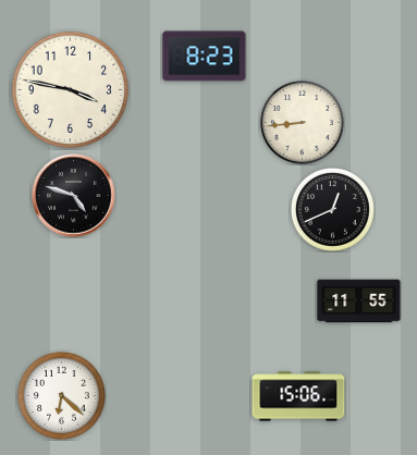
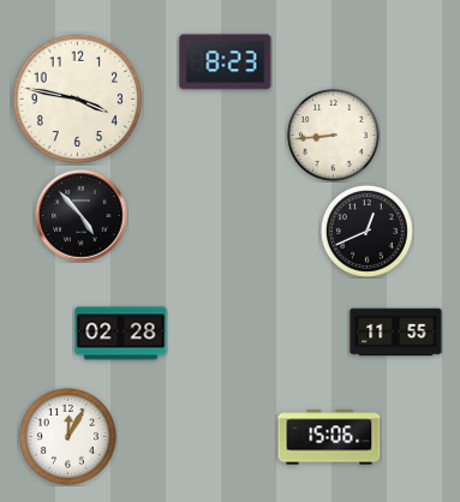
clock at (74, 196): 4:48 -> 4:53
clock at (121, 334): none -> 02:28
clock at (61, 395): 6:22 -> 12:05
